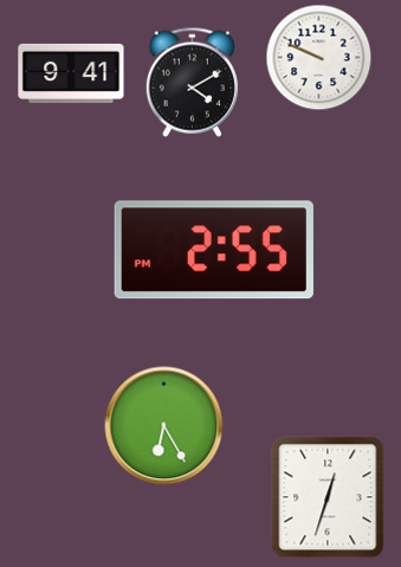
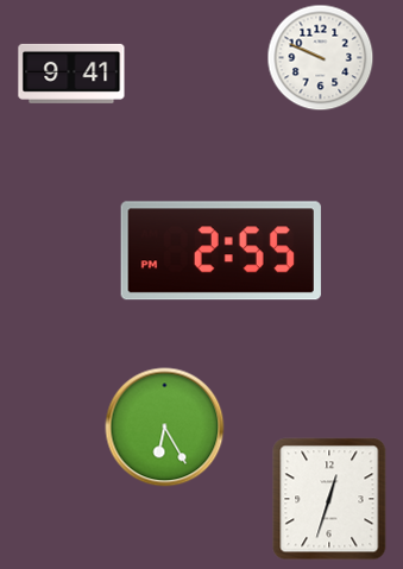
clock at (192, 82): 4:10 -> none
clock at (214, 250) position: (214, 250) -> (221, 251)
